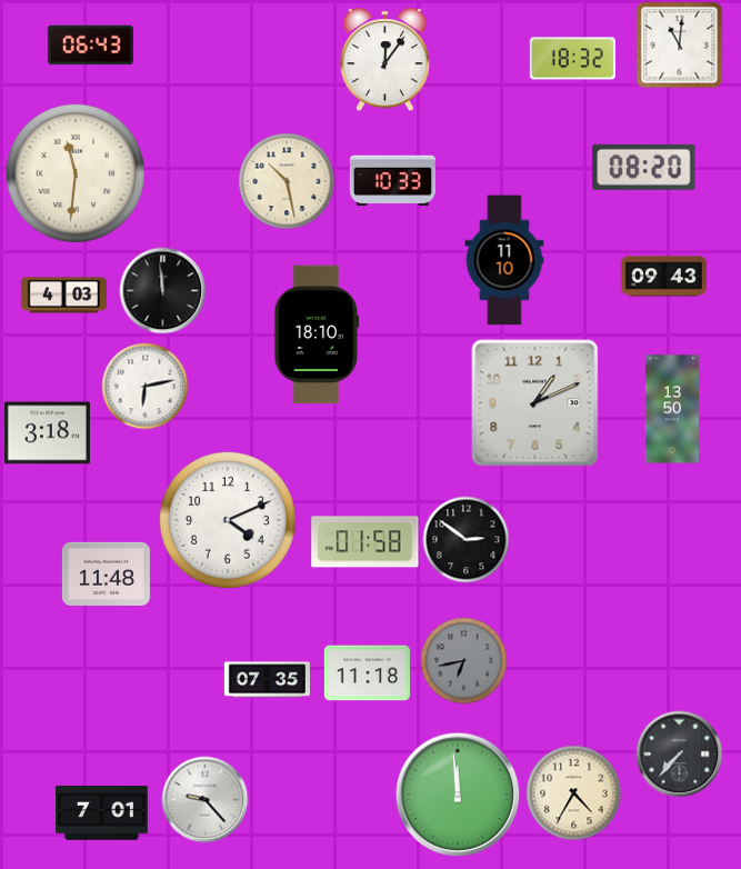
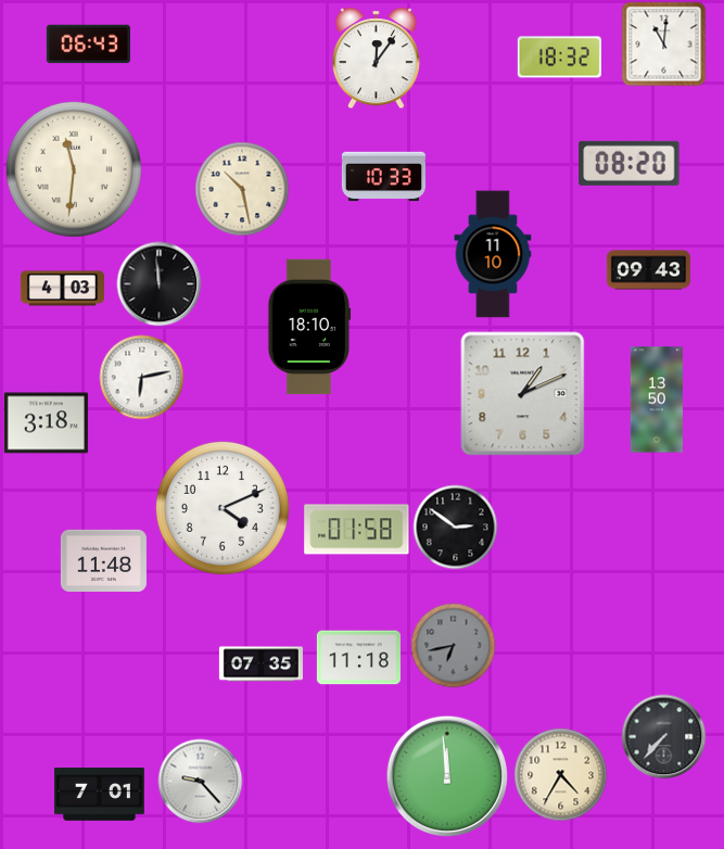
clock at (287, 181) position: (287, 181) -> (242, 189)
